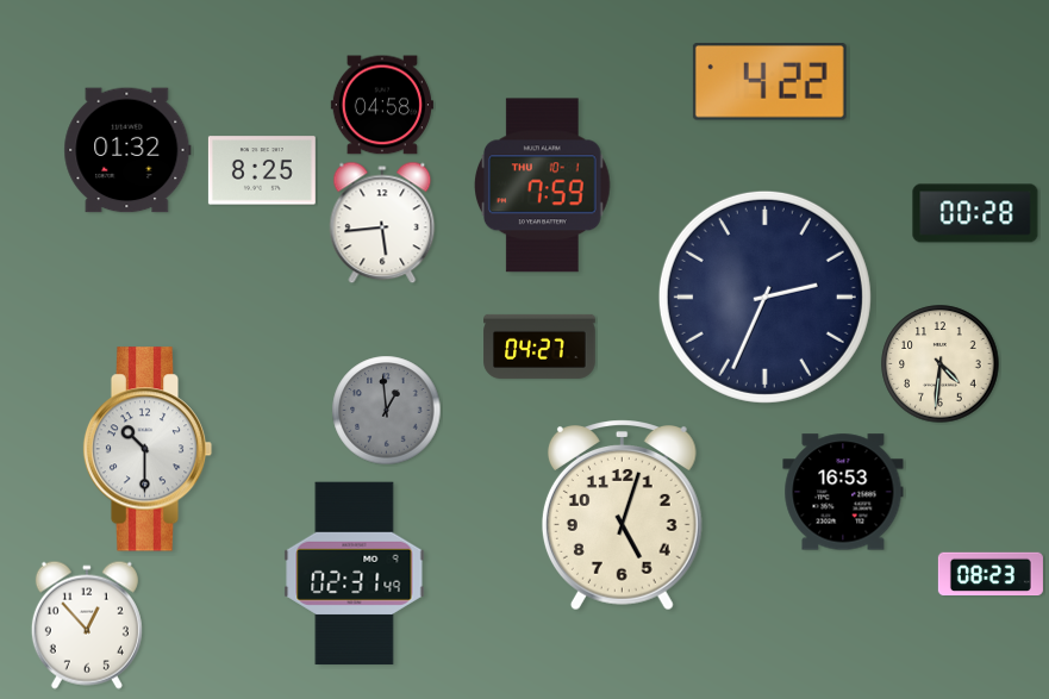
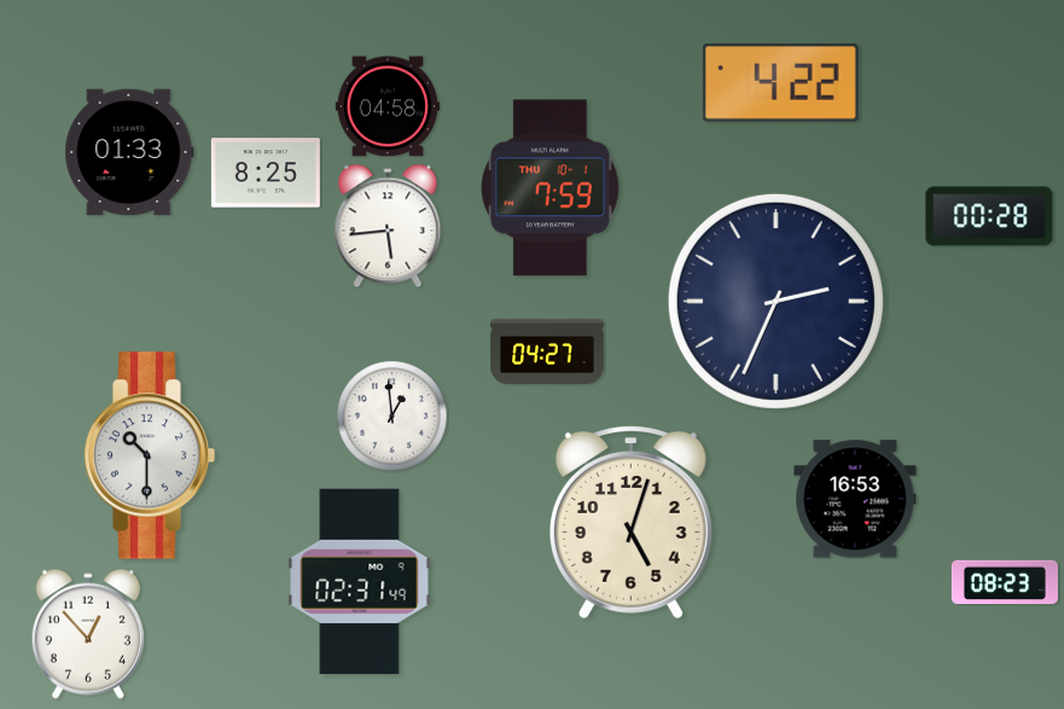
clock at (127, 150): 01:32 -> 01:33
clock at (941, 364): 4:31 -> none
clock at (387, 411) dial: grey -> white
